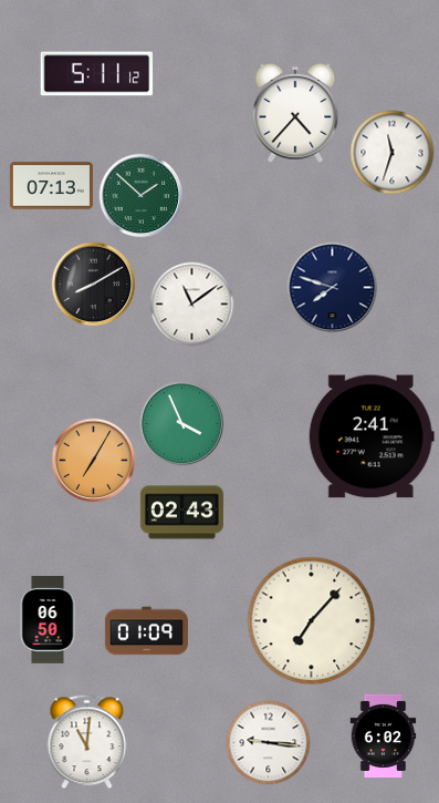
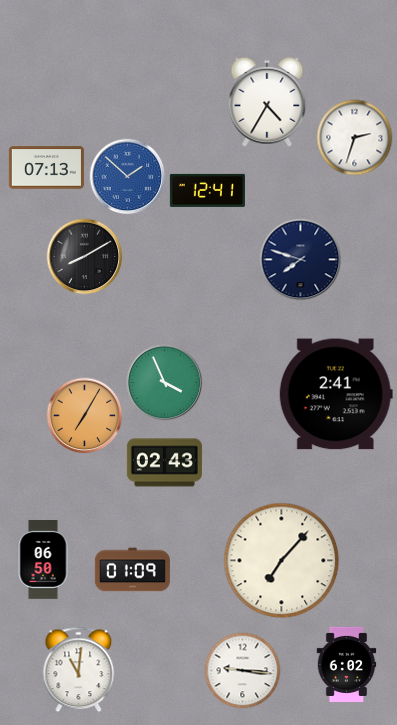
clock at (97, 74): 5:11 -> none
clock at (295, 113): 4:37 -> 4:35
clock at (393, 153): 11:33 -> 2:33
clock at (142, 196) dial: green -> blue
clock at (207, 190): none -> 12:41
clock at (192, 305): 11:09 -> none
